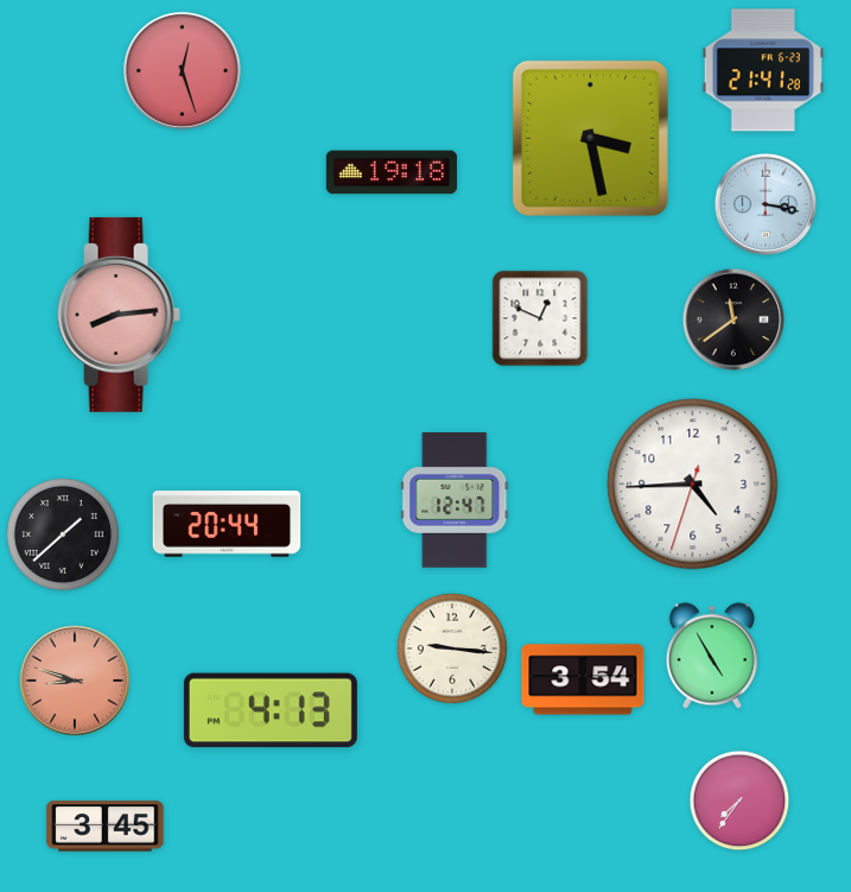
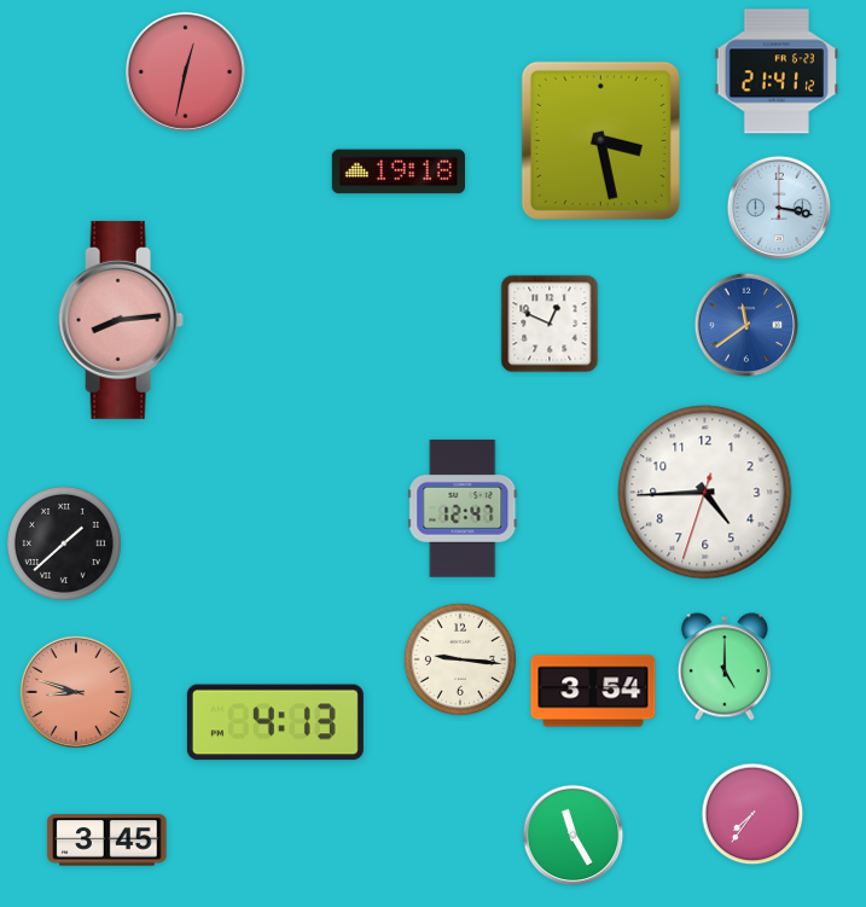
clock at (182, 70): 12:27 -> 12:32
clock at (763, 70): 21:41:28 -> 21:41:12
clock at (392, 172) position: (392, 172) -> (399, 171)
clock at (733, 320) dial: black -> blue
clock at (227, 524): 20:44 -> none
clock at (712, 656): 4:55 -> 5:00
clock at (574, 836): none -> 11:25
